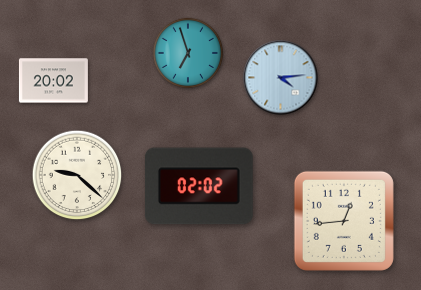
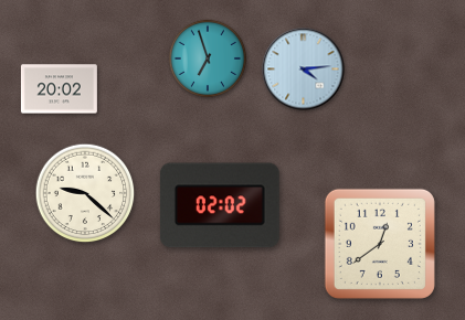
clock at (281, 78) position: (281, 78) -> (304, 70)
clock at (344, 221): 12:44 -> 12:39
